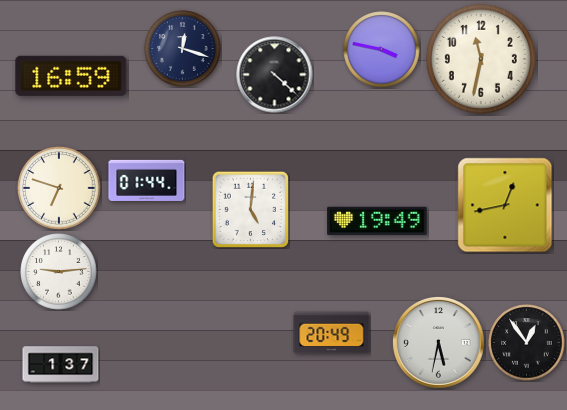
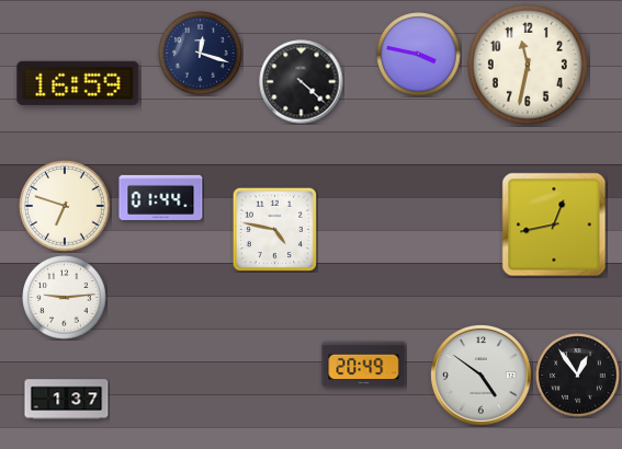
clock at (250, 209): 5:01 -> 4:47
clock at (377, 221): 19:49 -> none
clock at (438, 342): 5:32 -> 4:51
